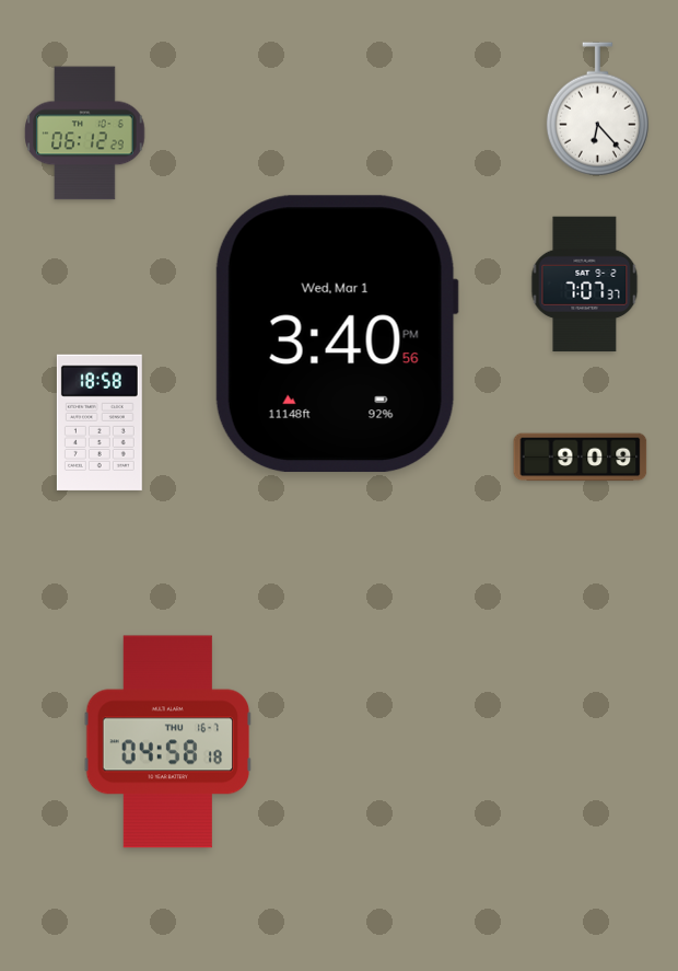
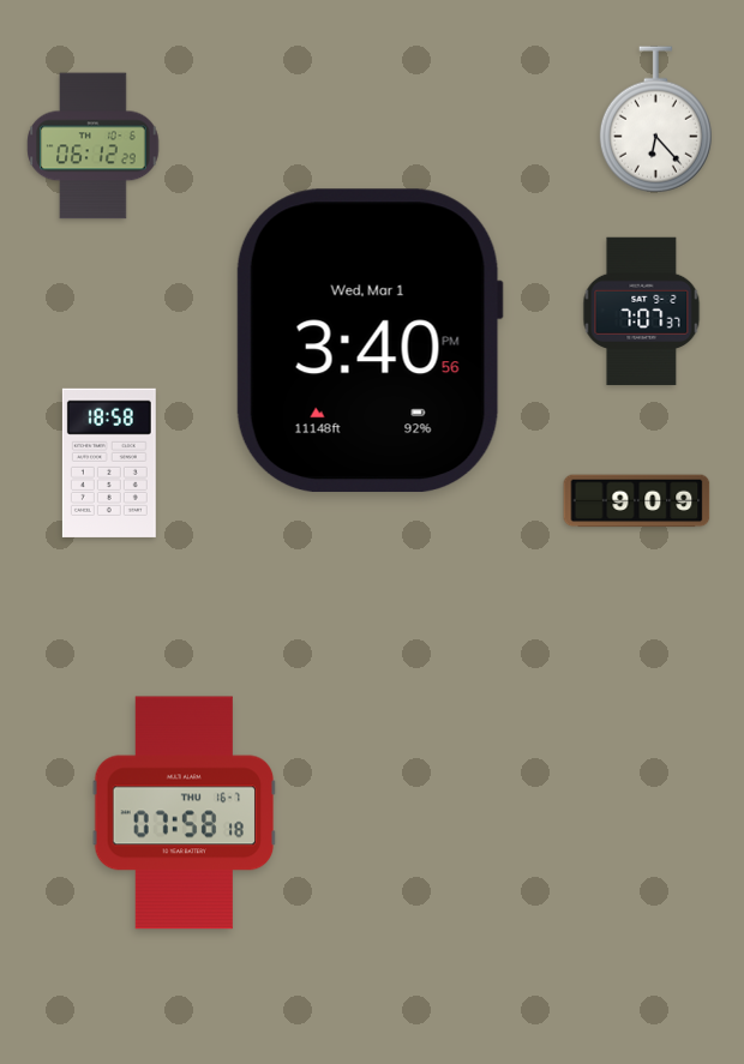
clock at (337, 334) position: (337, 334) -> (370, 341)
clock at (168, 742): 04:58 -> 07:58
